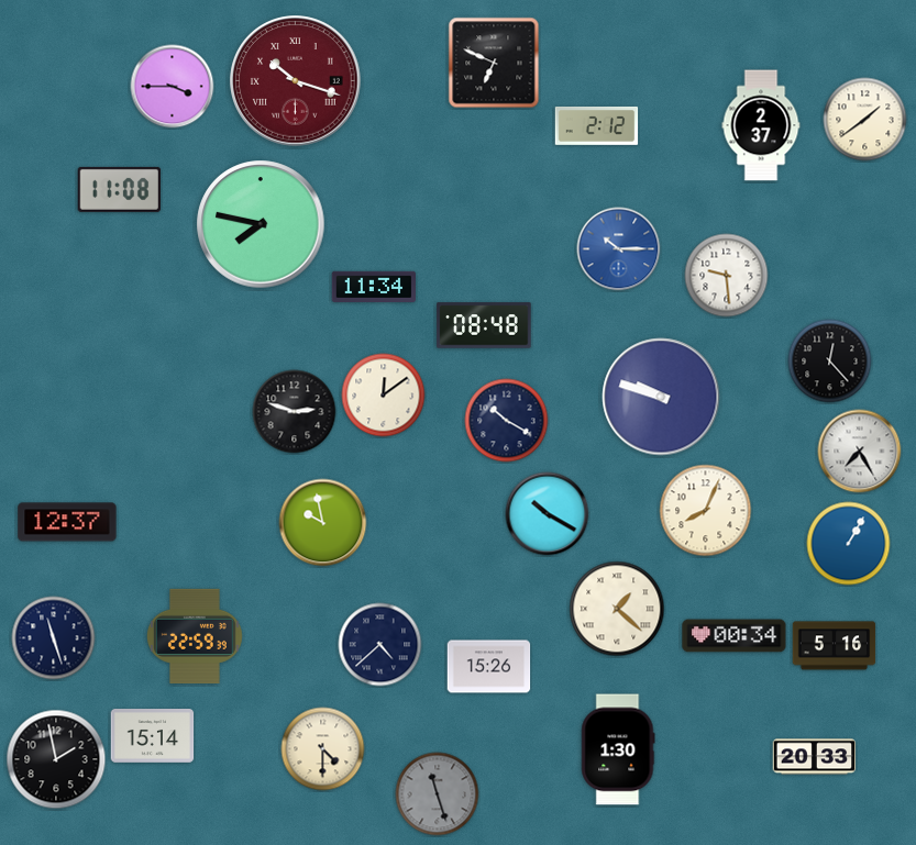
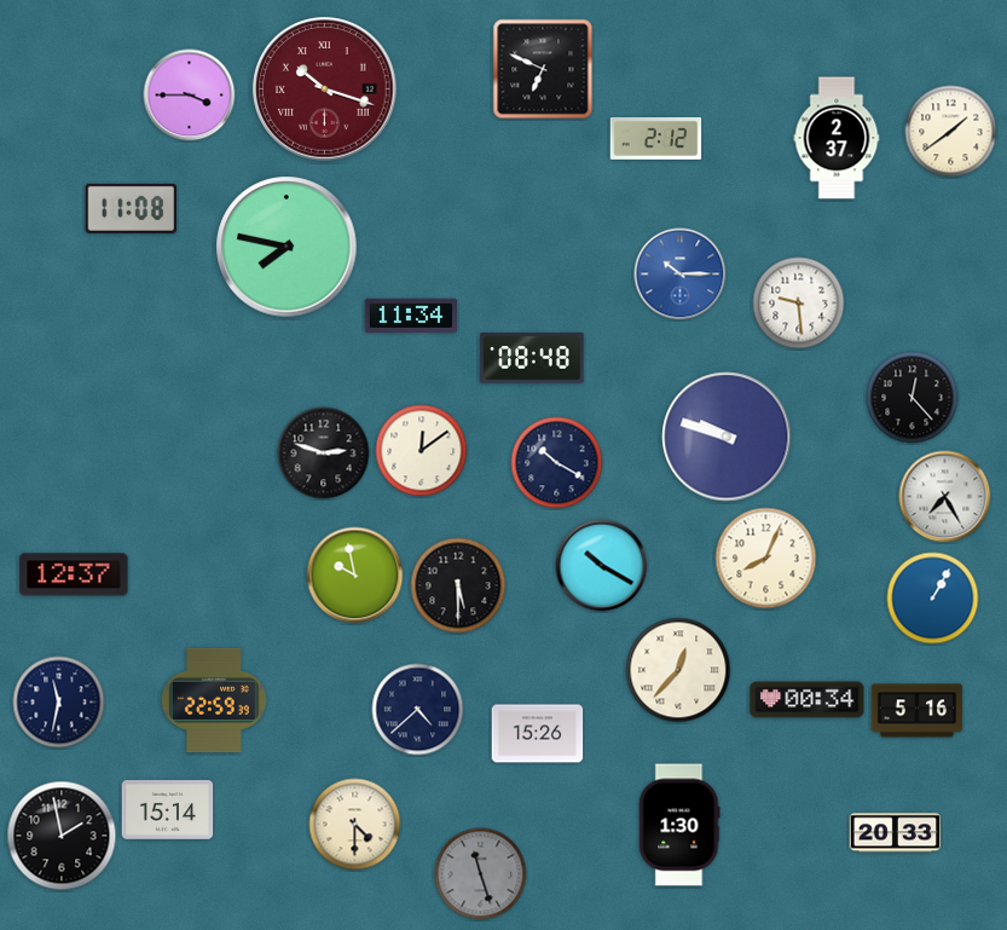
clock at (384, 396) position: (384, 396) -> (422, 451)
clock at (706, 511) position: (706, 511) -> (766, 559)
clock at (458, 585): none -> 5:30
clock at (617, 609): 1:22 -> 12:37
clock at (54, 638): 11:27 -> 11:32
